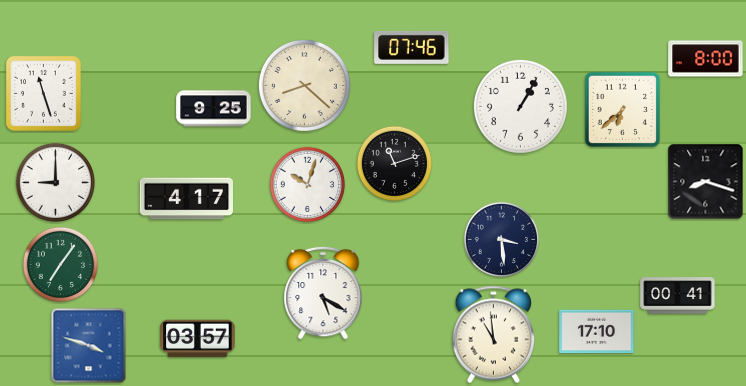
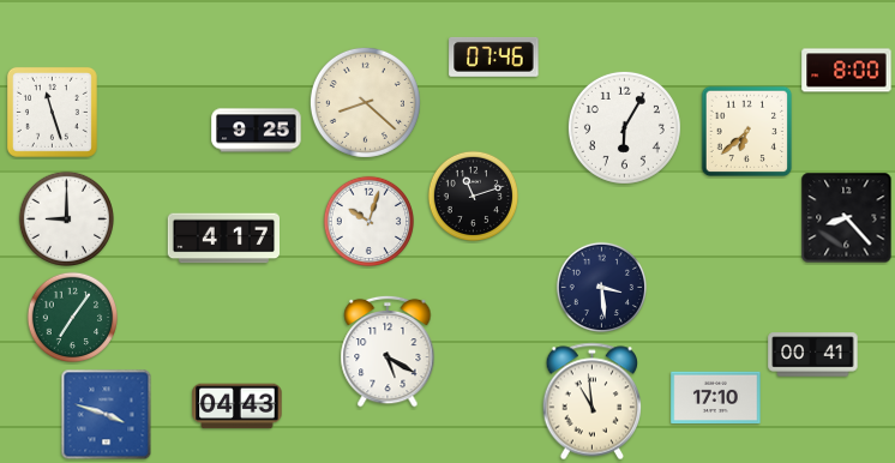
clock at (520, 106): 1:05 -> 6:05
clock at (706, 182): 8:18 -> 8:23
clock at (198, 339): 03:57 -> 04:43
